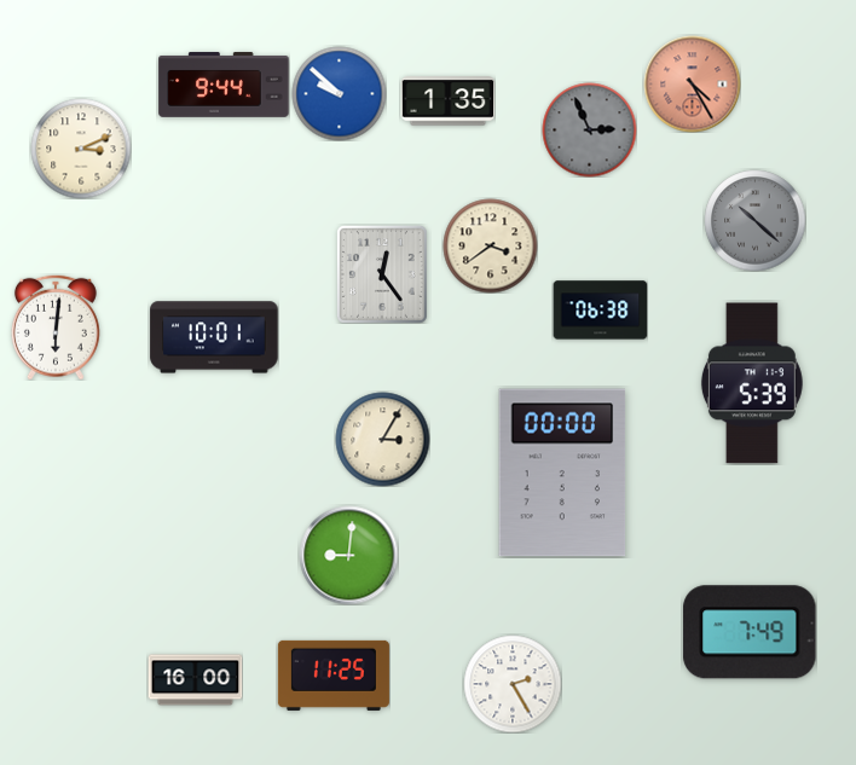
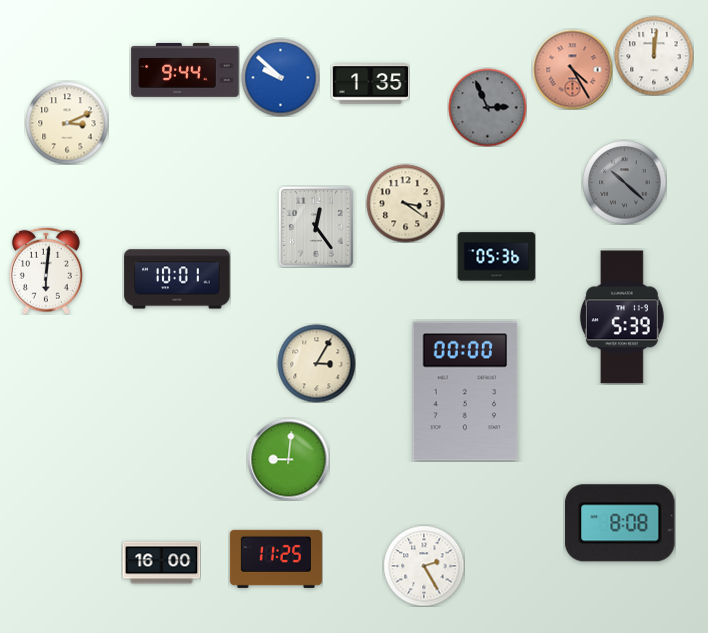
clock at (654, 56): none -> 12:01
clock at (490, 245): 3:39 -> 3:21
clock at (600, 311): 06:38 -> 05:36
clock at (750, 632): 7:49 -> 8:08
